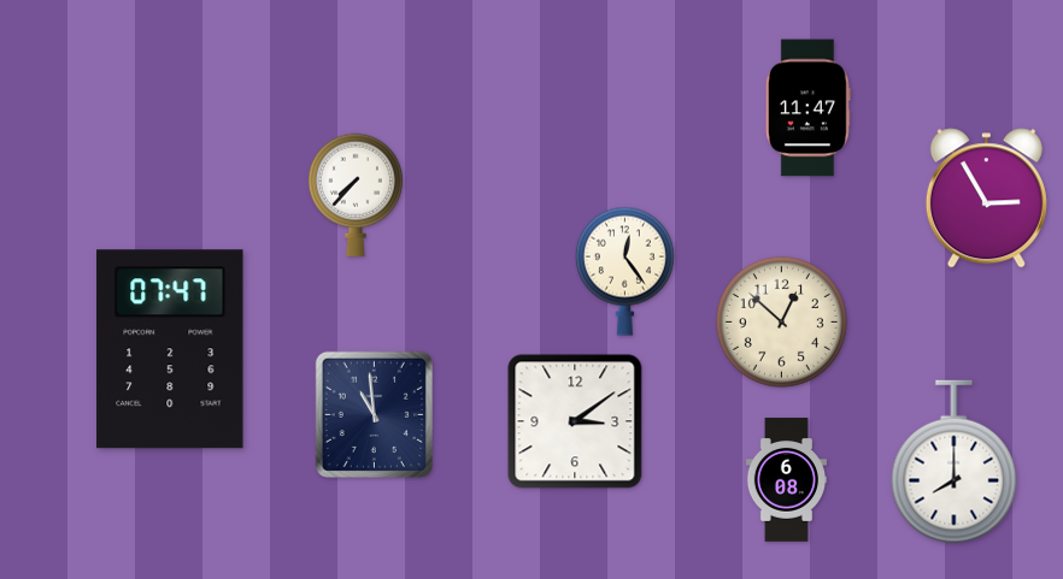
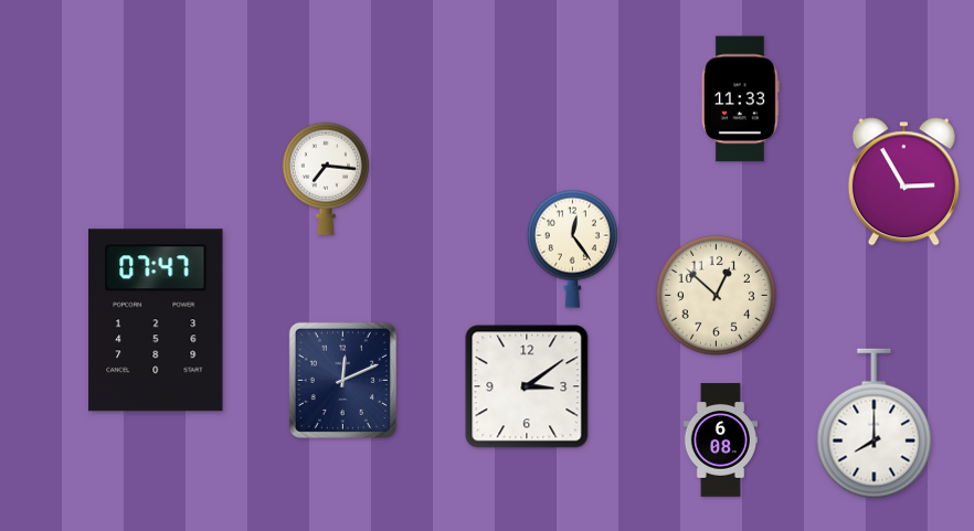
clock at (807, 108): 11:47 -> 11:33
clock at (356, 195): 7:37 -> 7:16
clock at (374, 414): 10:59 -> 12:11
